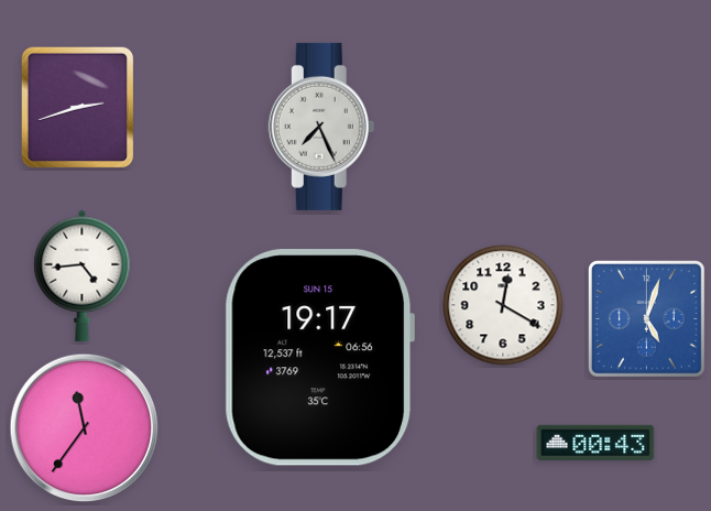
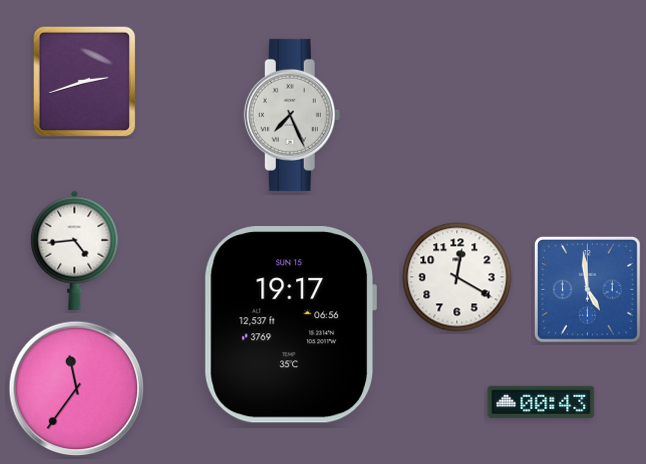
clock at (78, 108) position: (78, 108) -> (85, 82)
clock at (646, 318): 5:03 -> 4:59
